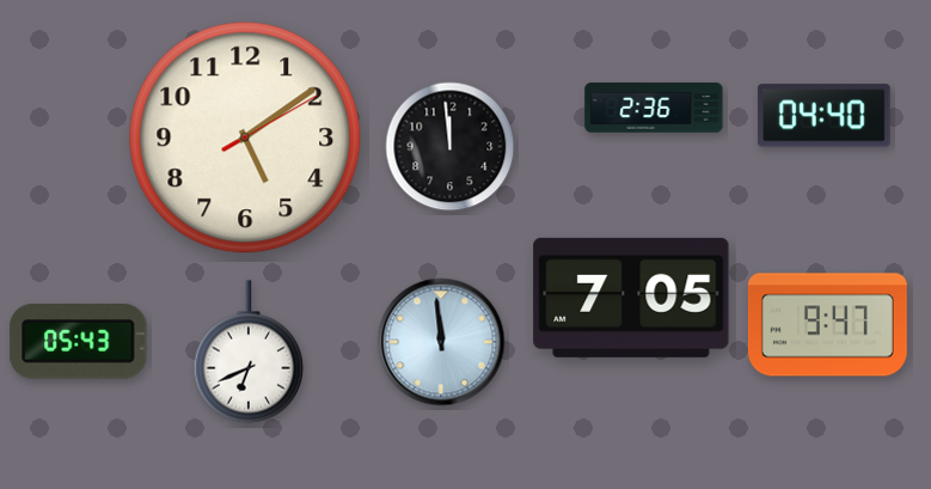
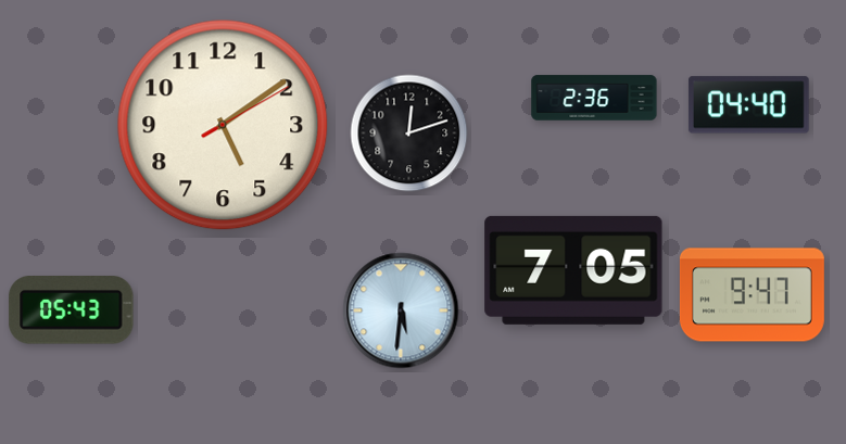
clock at (451, 147): 11:59 -> 12:12
clock at (441, 342): 11:59 -> 5:31
clock at (249, 352): 6:41 -> none
